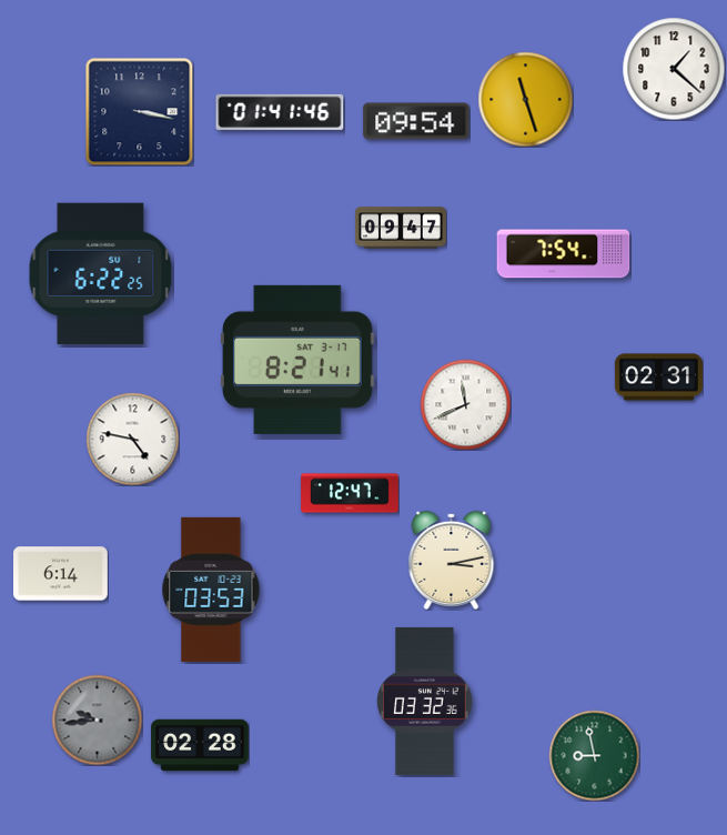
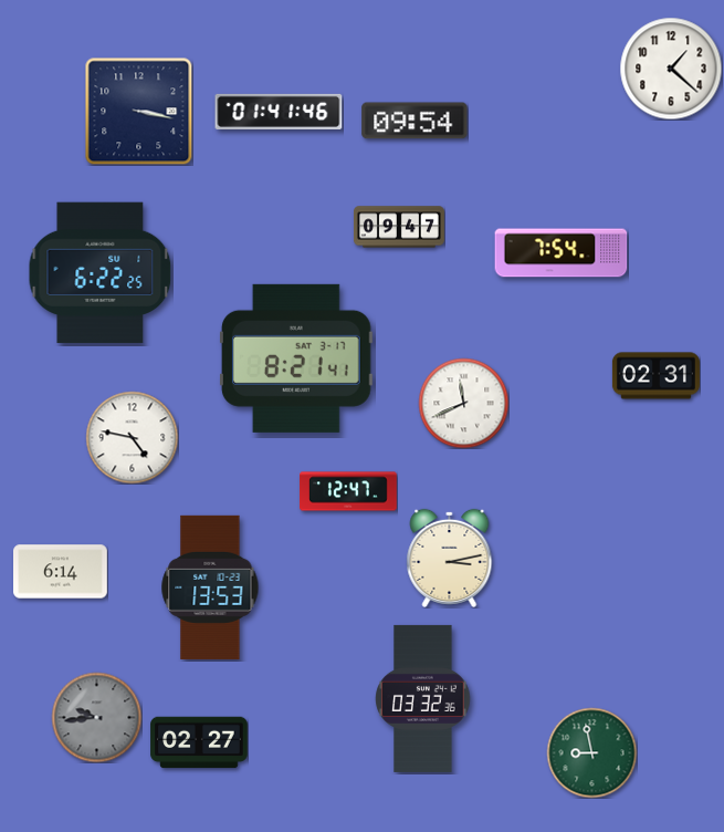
clock at (525, 99): 11:27 -> none
clock at (211, 590): 03:53 -> 13:53
clock at (200, 745): 02:28 -> 02:27
